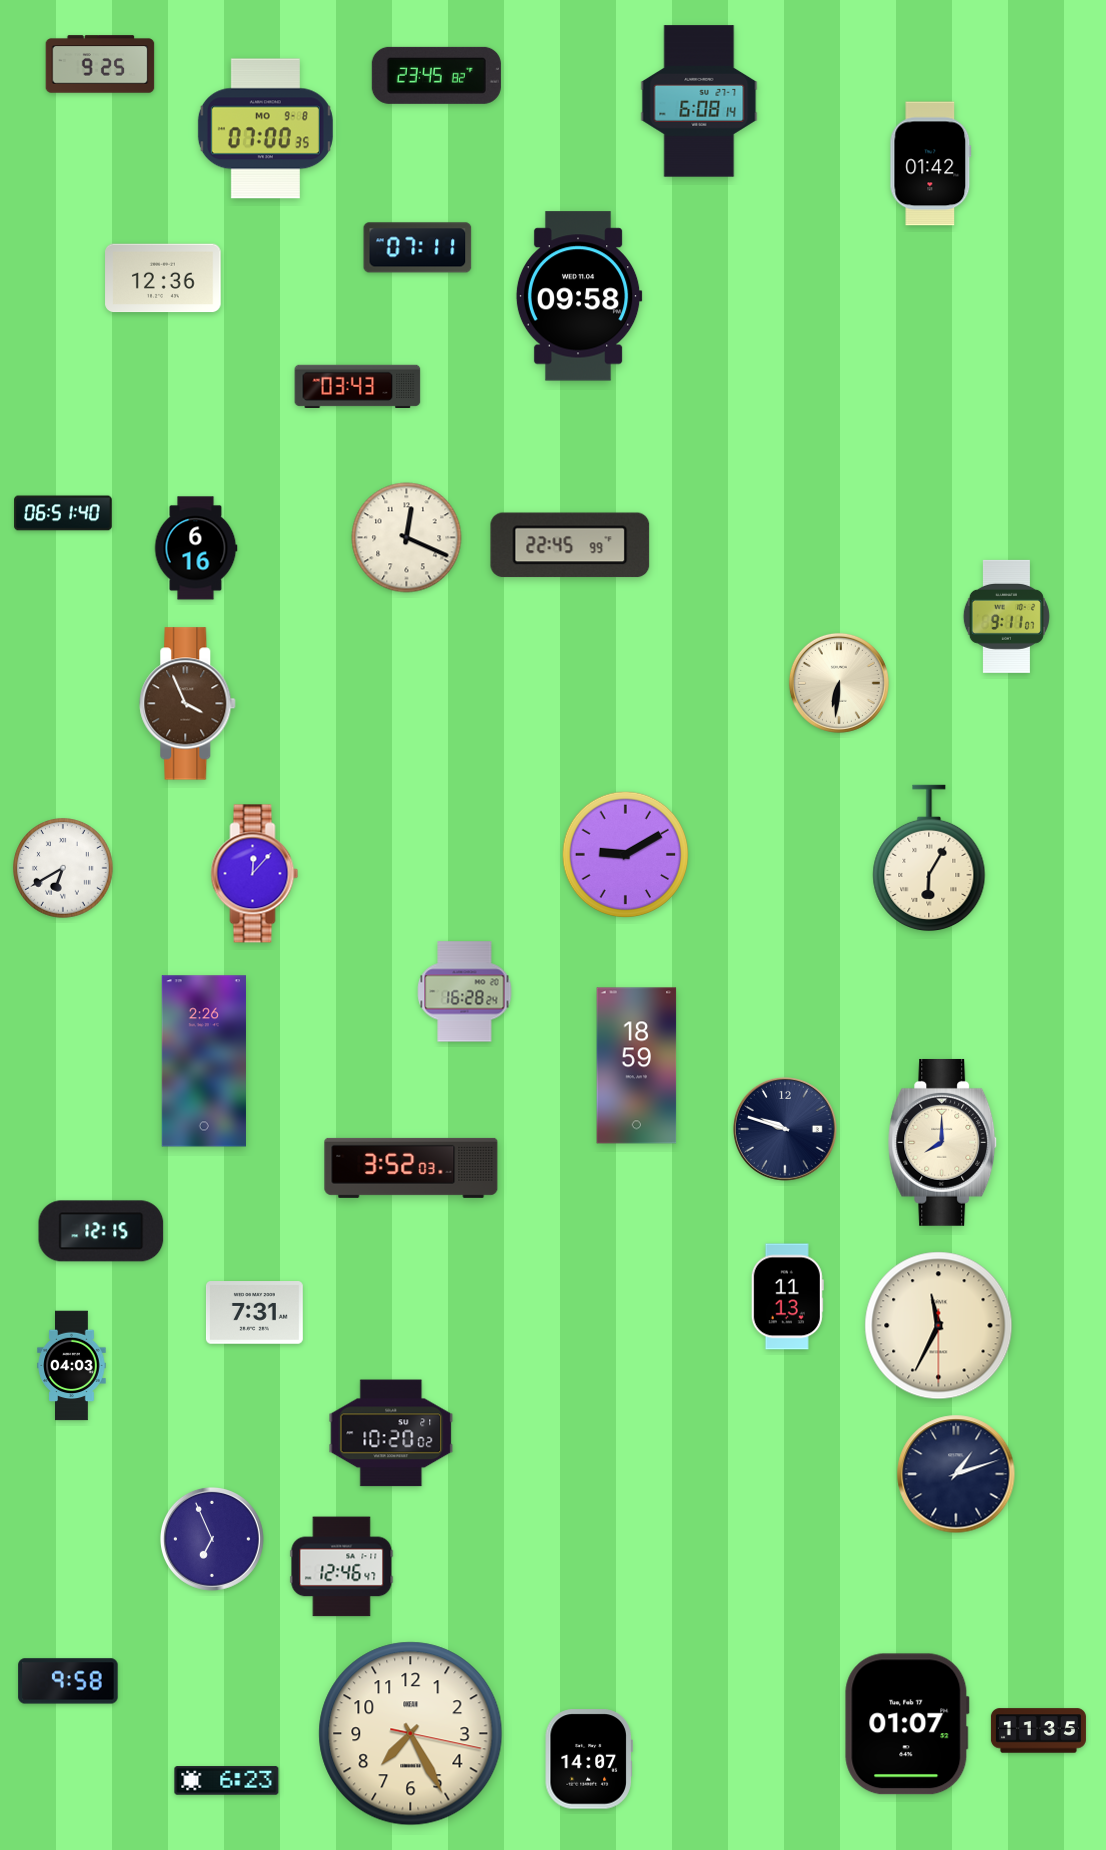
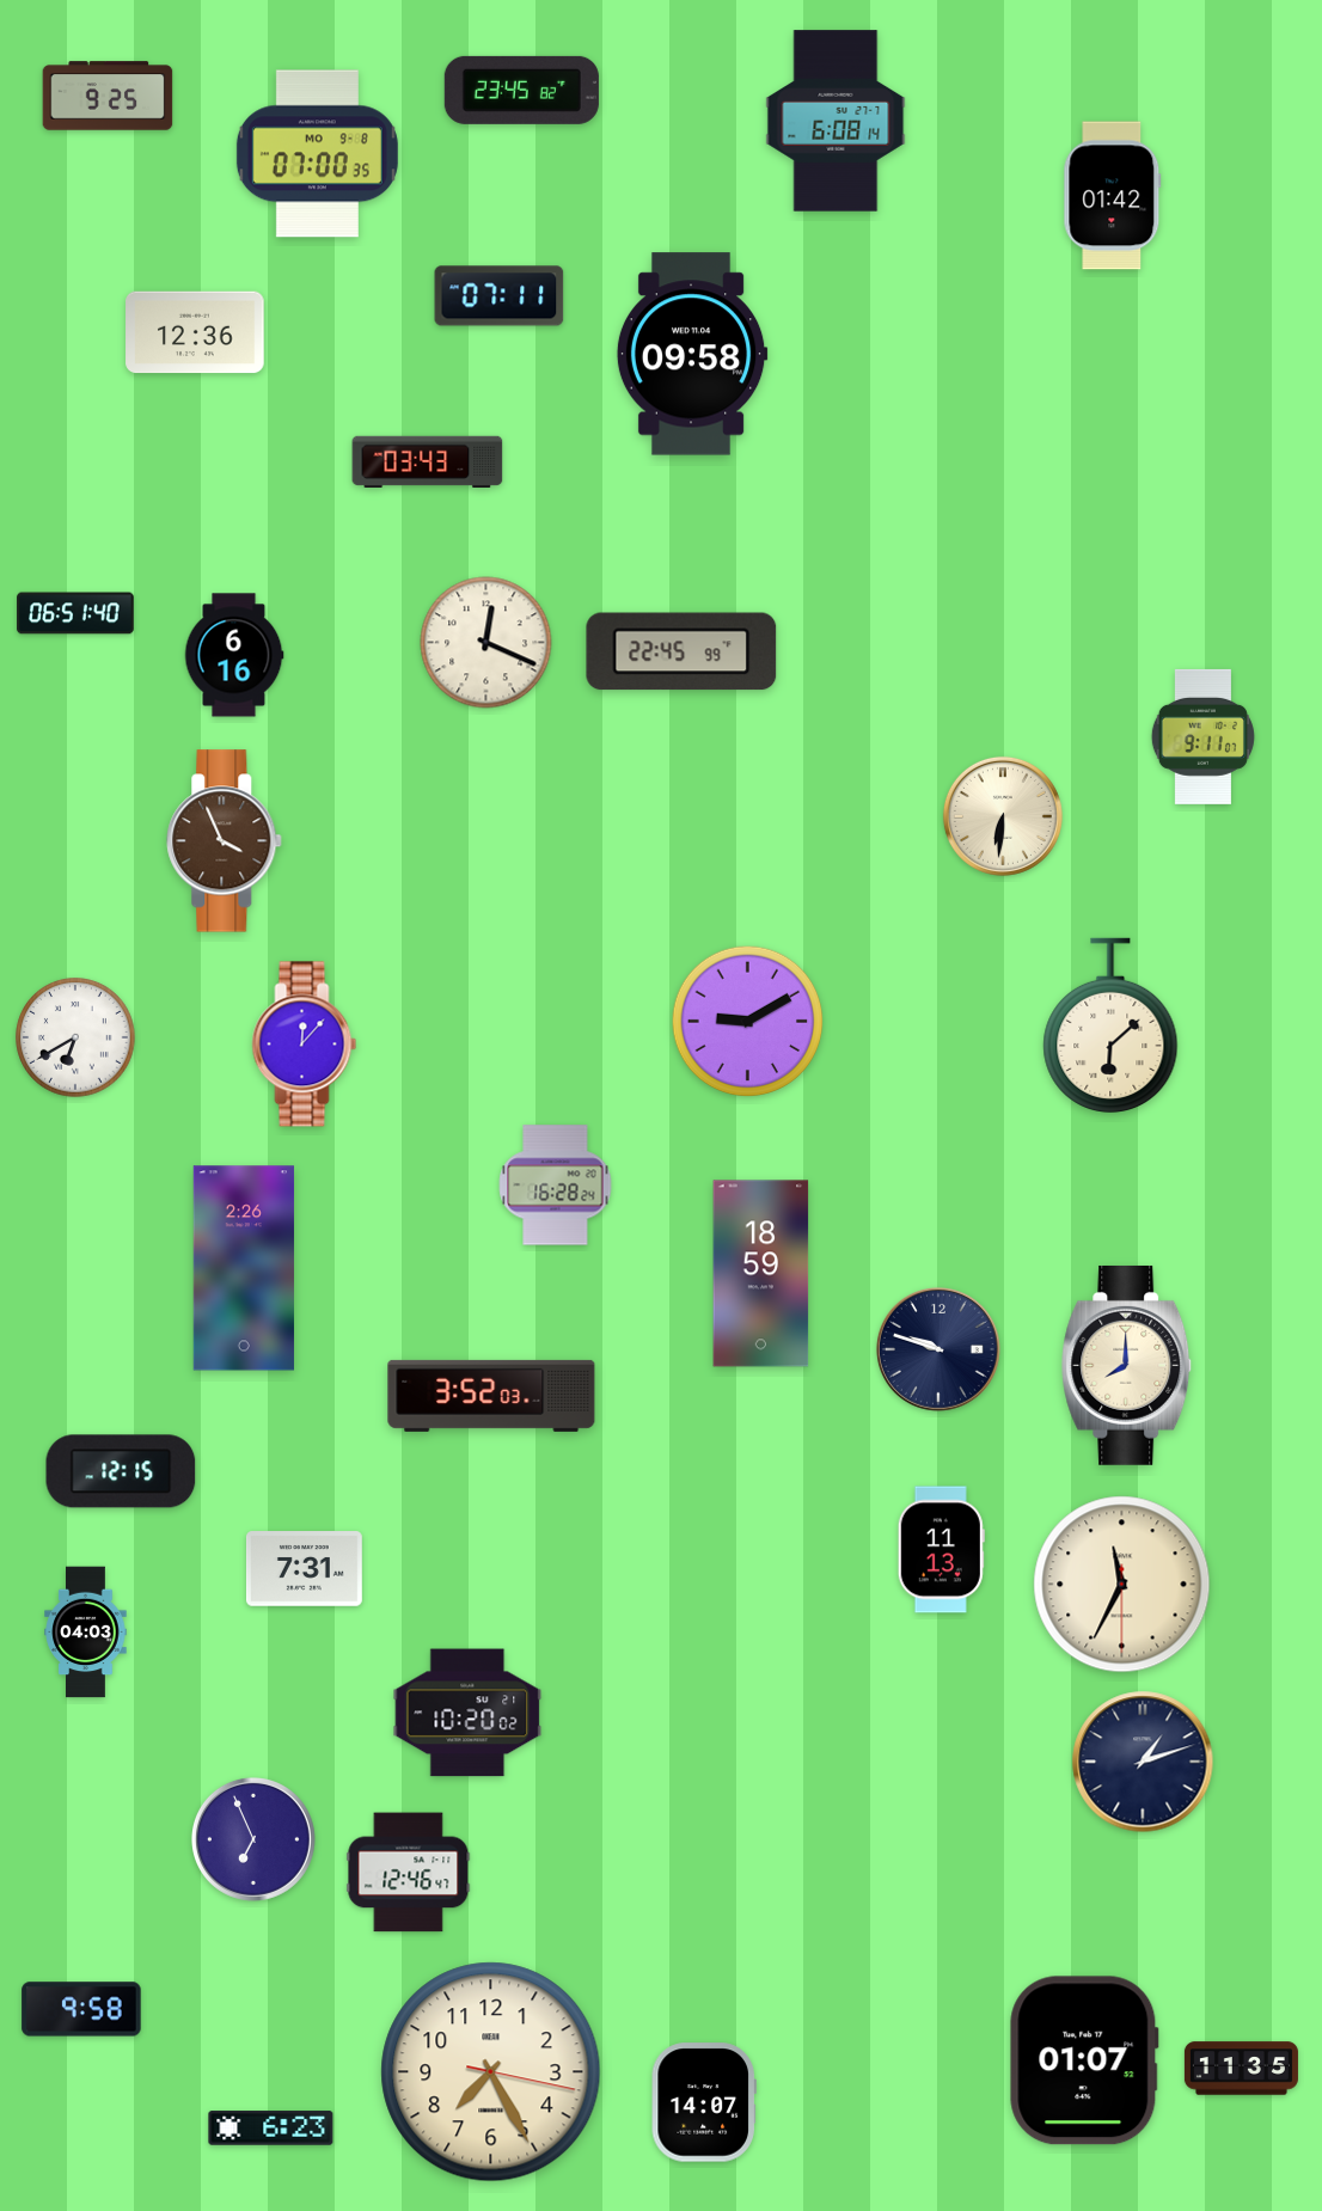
clock at (100, 64) position: (100, 64) -> (108, 96)
clock at (929, 857): 6:05 -> 6:08
